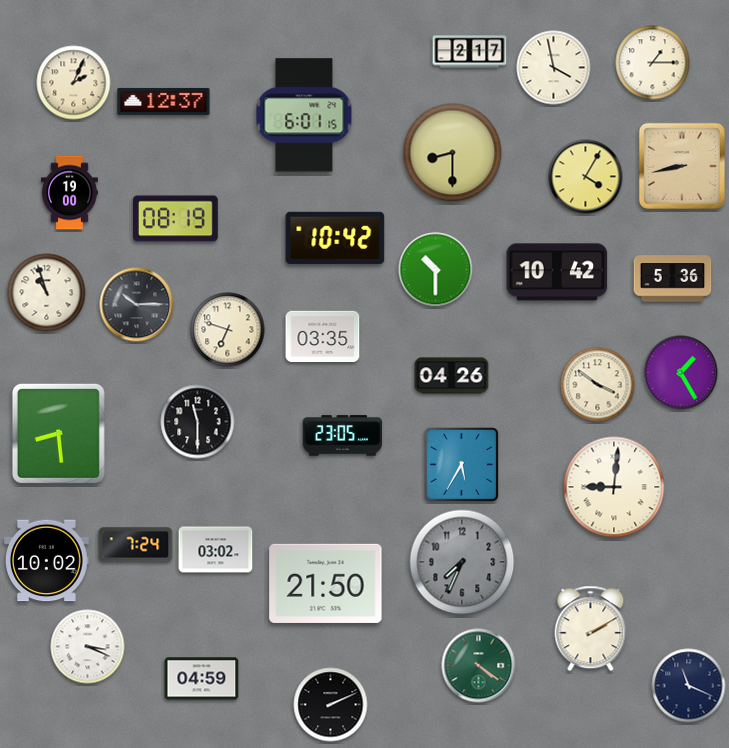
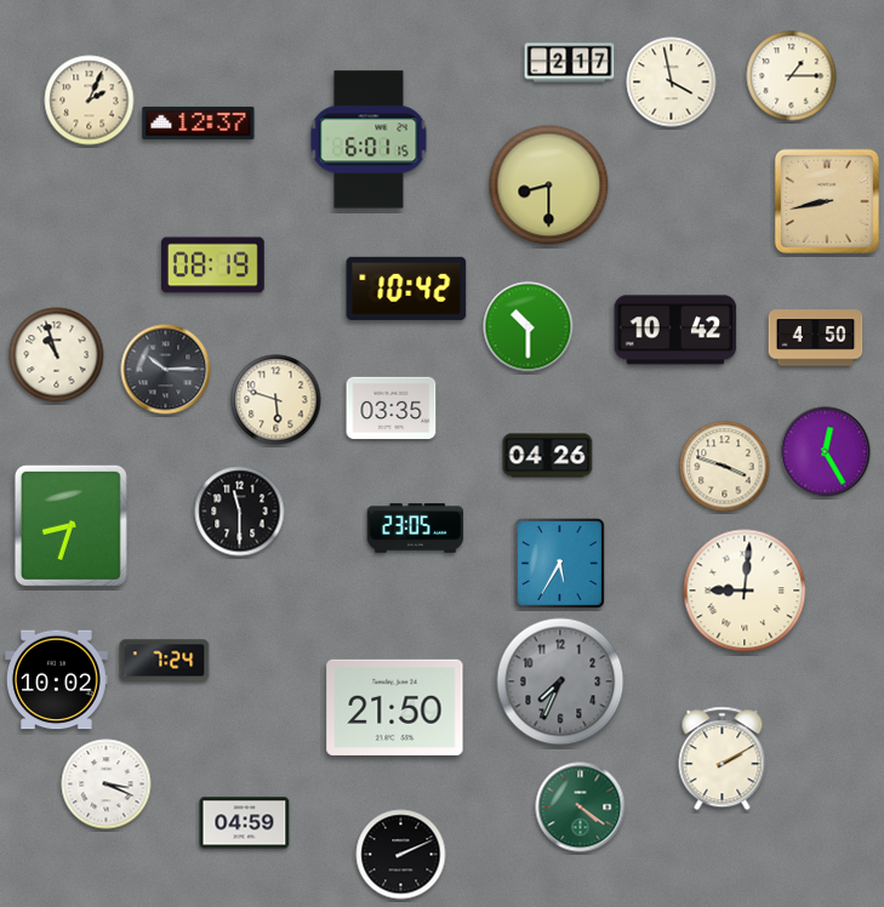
clock at (586, 177): 4:05 -> none
clock at (69, 193): 19:00 -> none
clock at (673, 279): 5:36 -> 4:50
clock at (228, 330): 6:48 -> 5:48
clock at (681, 373): 1:25 -> 12:25
clock at (598, 385): 3:51 -> 3:48
clock at (58, 433): 8:29 -> 8:33
clock at (216, 550): 03:02 -> none
clock at (591, 629) position: (591, 629) -> (723, 759)
clock at (689, 686): 11:19 -> none
